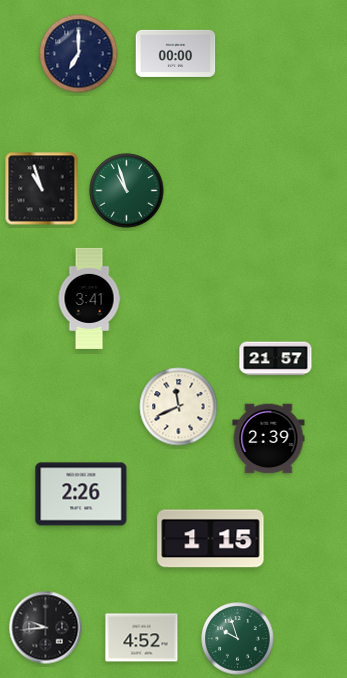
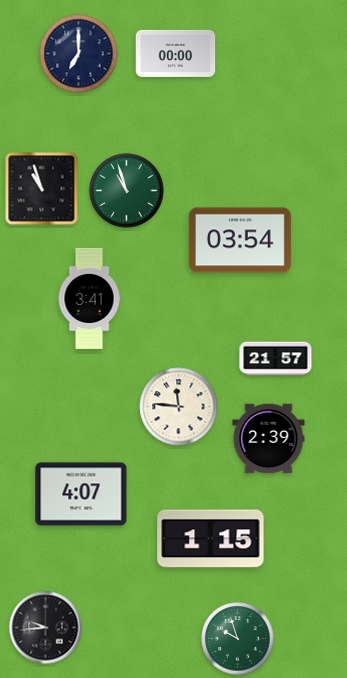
clock at (240, 240): none -> 03:54
clock at (179, 407): 11:41 -> 11:46
clock at (81, 494): 2:26 -> 4:07
clock at (142, 638): 4:52 -> none
